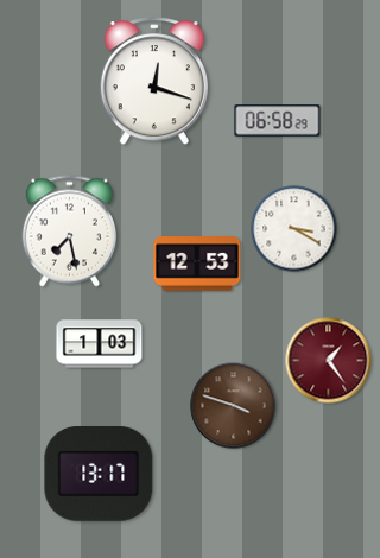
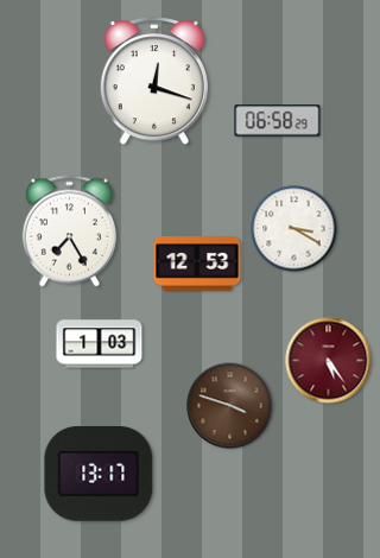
clock at (69, 232): 7:28 -> 7:25
clock at (329, 361): 1:24 -> 5:24
clock at (234, 406) position: (234, 406) -> (230, 406)
